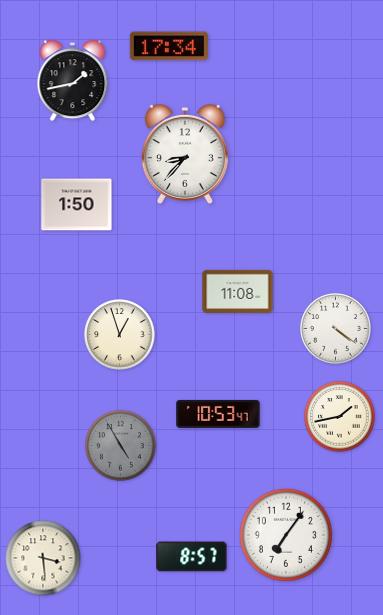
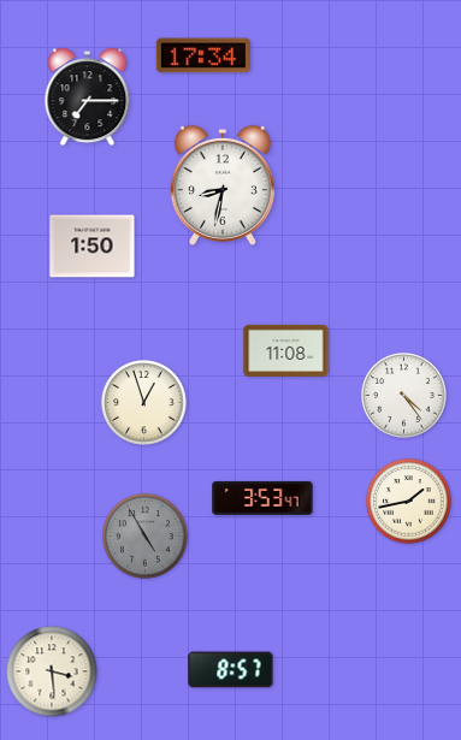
clock at (73, 81): 1:43 -> 7:15
clock at (185, 154): 8:37 -> 8:32
clock at (336, 329): 4:21 -> 4:24
clock at (218, 414): 10:53 -> 3:53
clock at (286, 535): 7:06 -> none
